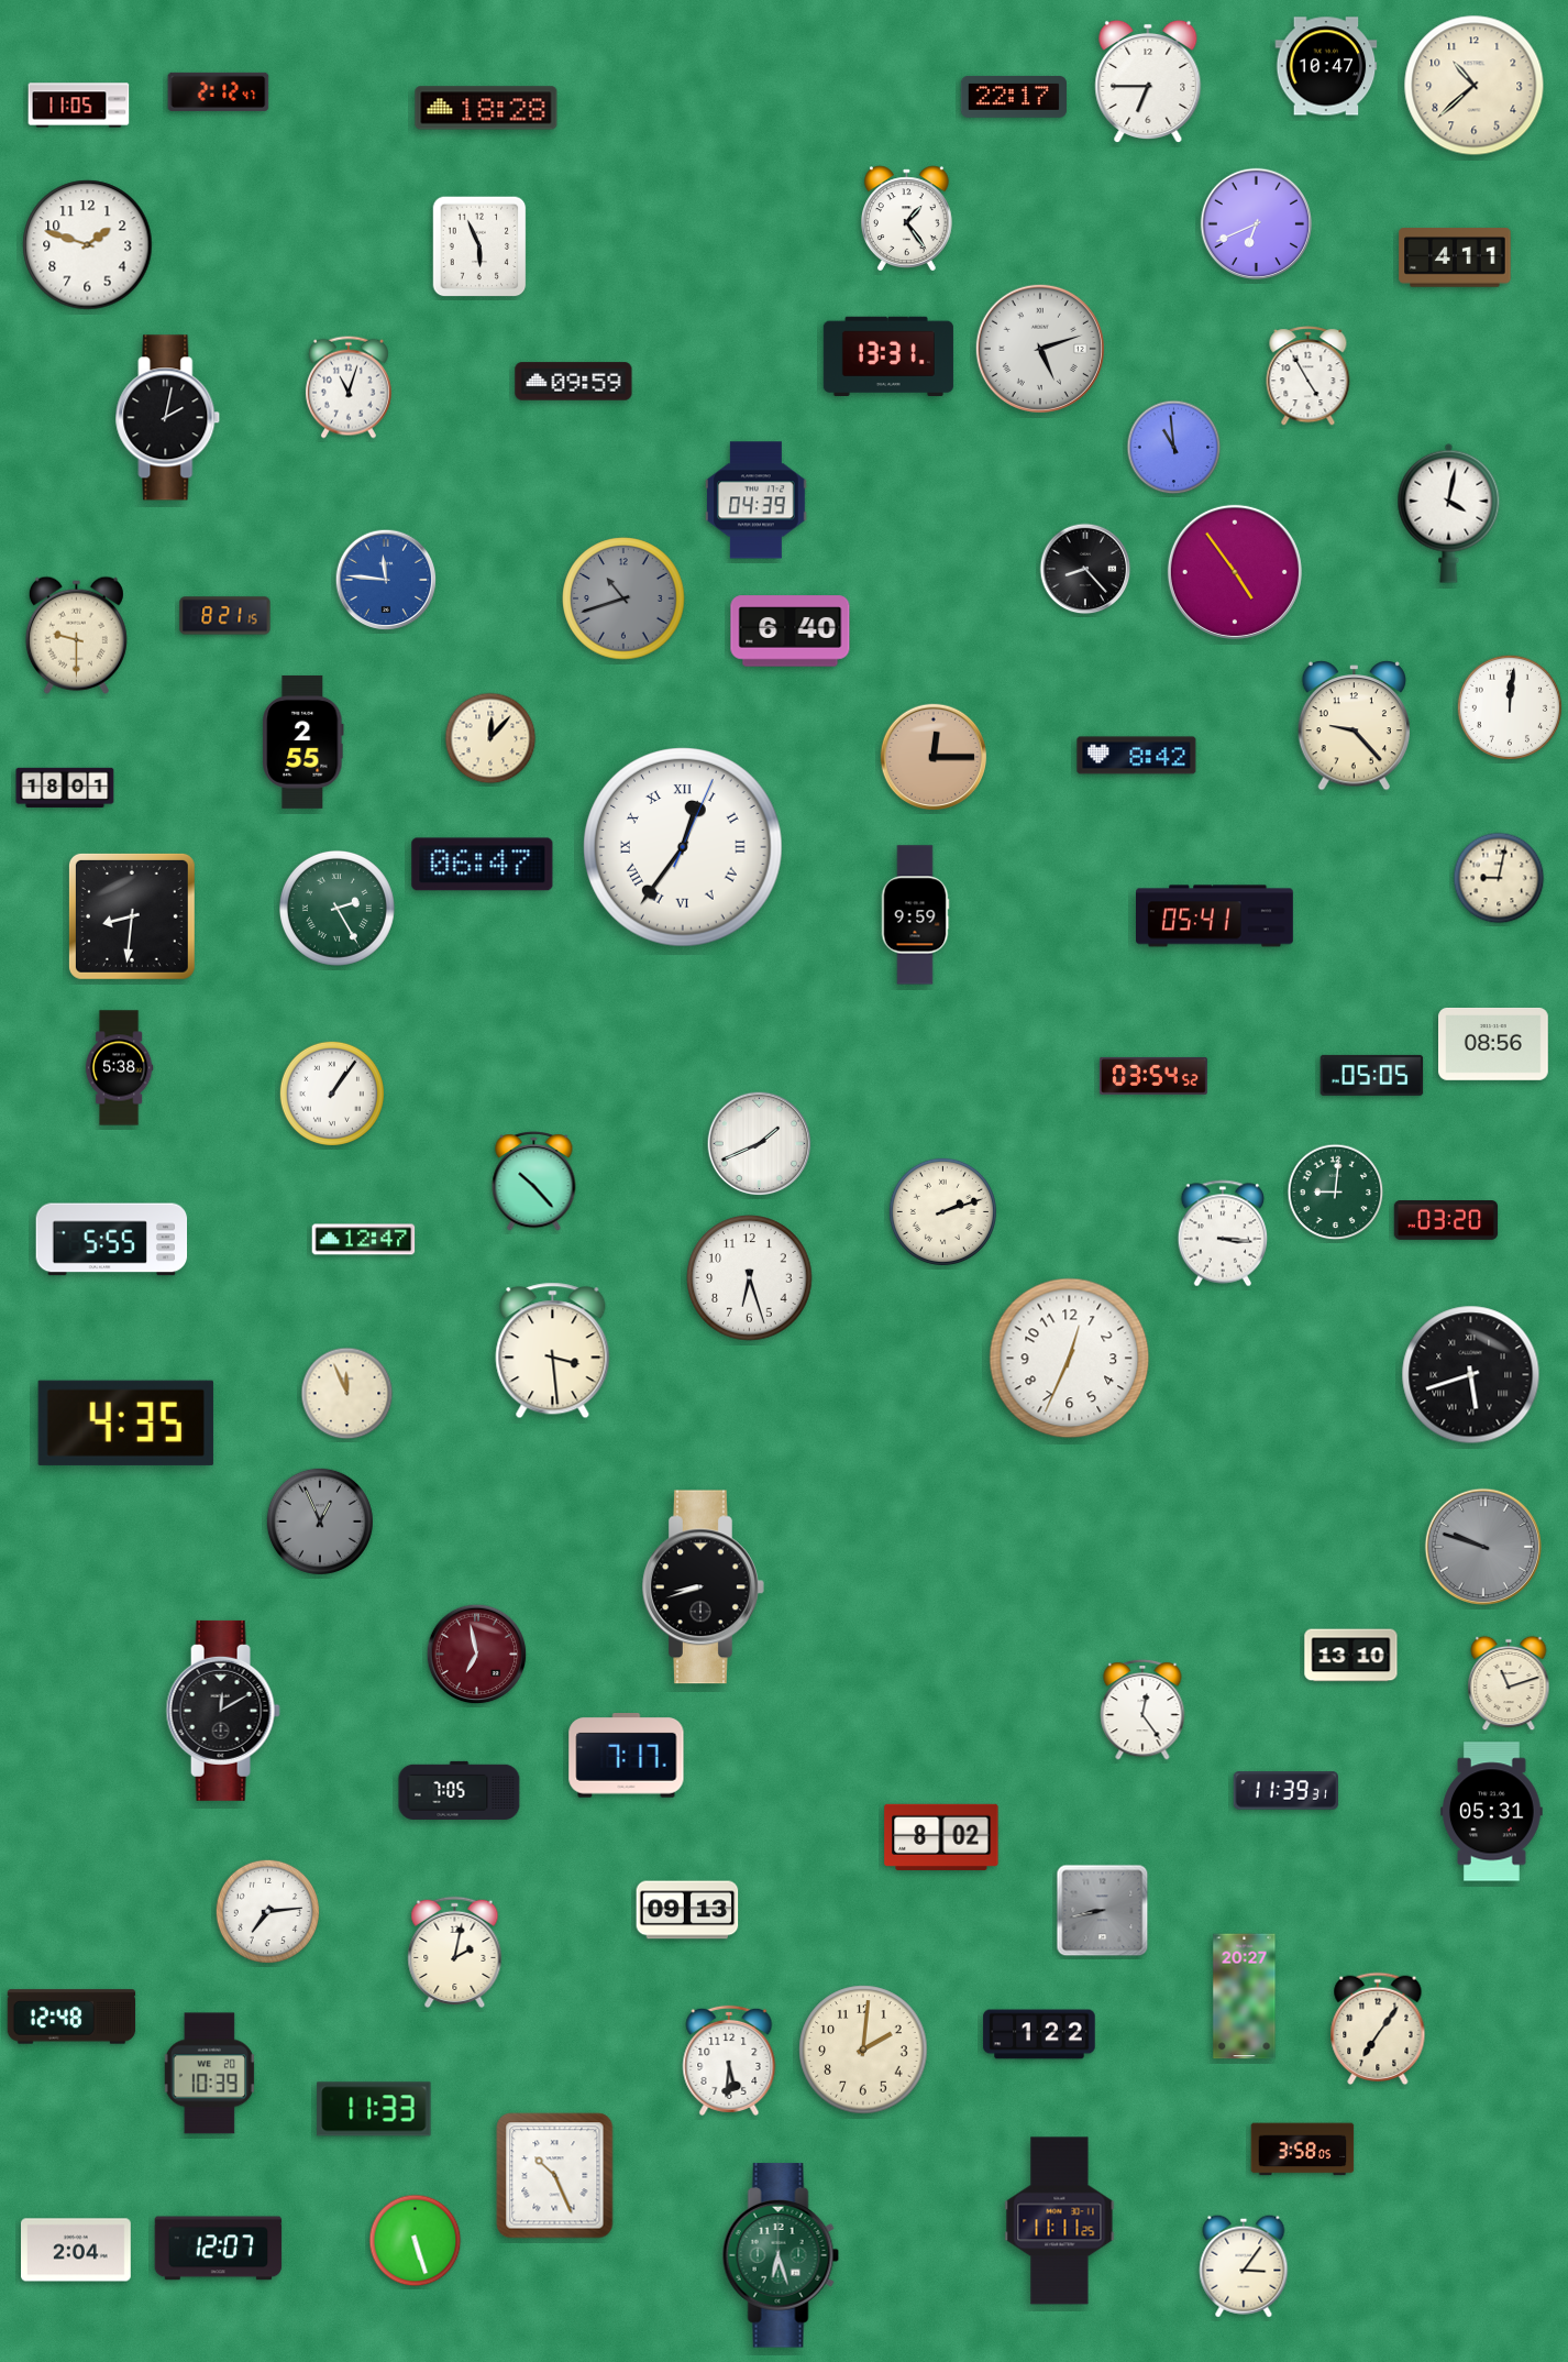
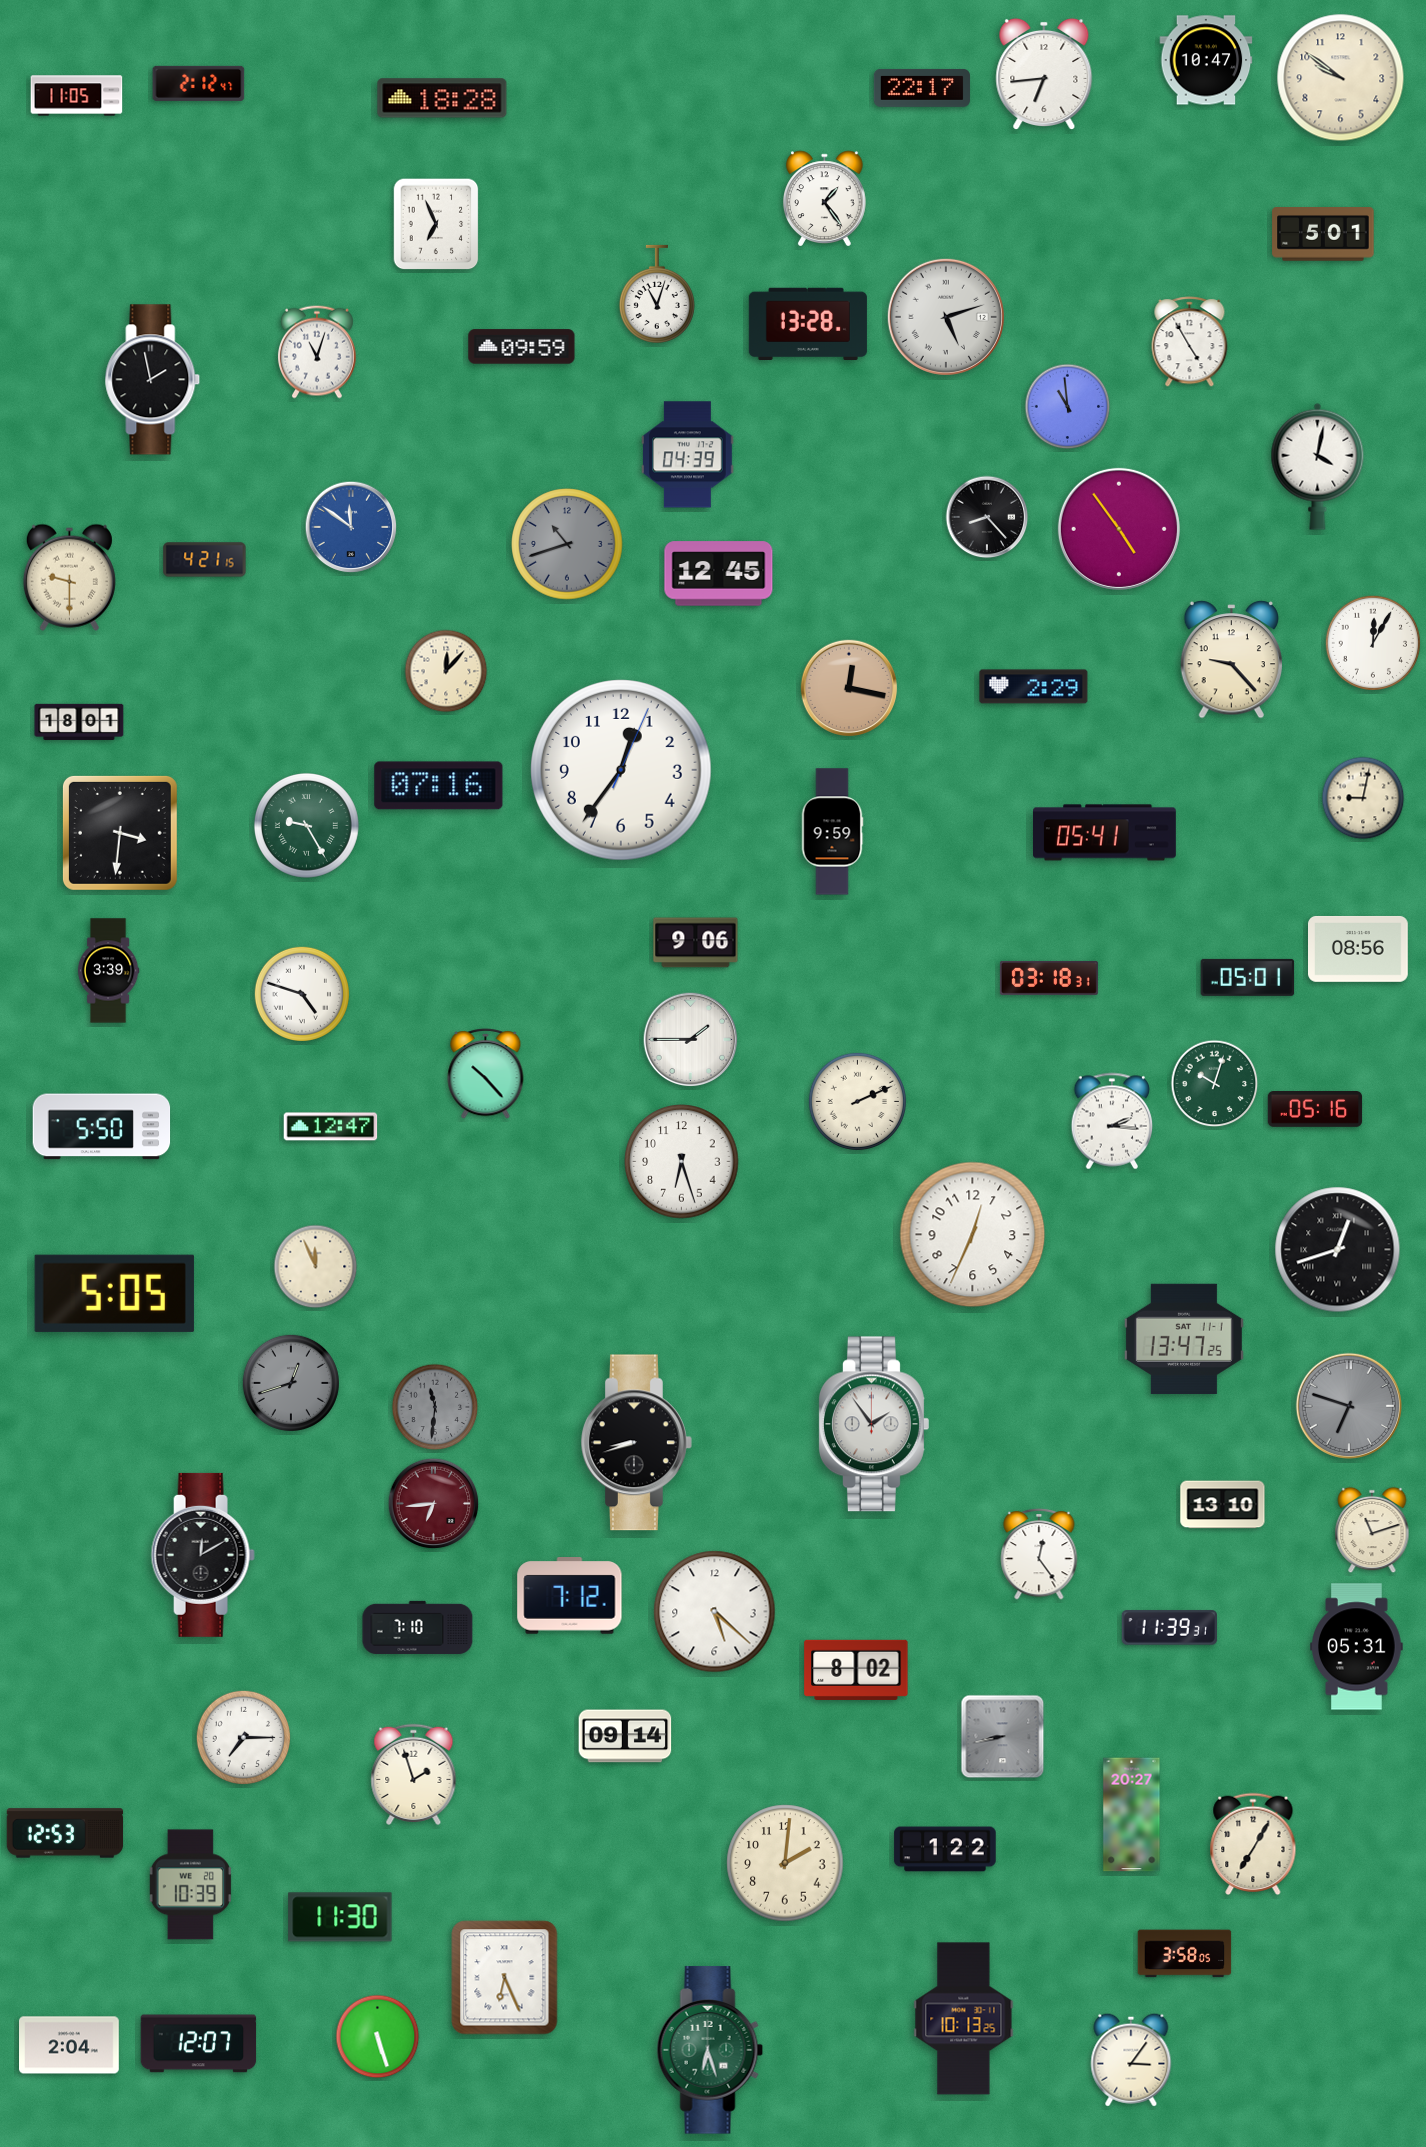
clock at (1148, 80): 6:45 -> 6:44
clock at (1475, 86): 10:38 -> 9:51
clock at (79, 106) position: (79, 106) -> (77, 96)
clock at (1256, 223): 6:41 -> none
clock at (88, 245): 1:48 -> none
clock at (479, 246): 5:56 -> 6:56
clock at (1455, 257): 4:11 -> 5:01
clock at (657, 294): none -> 11:03
clock at (888, 355): 13:31 -> 13:28
clock at (168, 418): 2:02 -> 1:58
clock at (1235, 572) position: (1235, 572) -> (1119, 529)
clock at (386, 580): 11:46 -> 11:51
clock at (225, 616): 8:21 -> 4:21
clock at (791, 631): 6:40 -> 12:45
clock at (1510, 707): 12:01 -> 12:05
clock at (303, 741): 2:55 -> none
clock at (1137, 756): 8:42 -> 2:29
clock at (934, 757): 12:15 -> 12:17
clock at (65, 788) position: (65, 788) -> (79, 722)
clock at (684, 848) numerals: Roman -> Arabic
clock at (483, 865): 06:47 -> 07:16
clock at (336, 908): 2:25 -> 9:25
clock at (132, 916): 8:31 -> 3:31
clock at (696, 943): none -> 9:06
clock at (119, 1068): 5:38 -> 3:39
clock at (1372, 1075): 05:05 -> 05:01
clock at (1153, 1076): 03:54 -> 03:18
clock at (332, 1094): 1:06 -> 4:48
clock at (760, 1144): 1:41 -> 1:45
clock at (1336, 1193): 9:01 -> 10:03
clock at (942, 1211): 2:12 -> 2:11
clock at (1446, 1221): 03:20 -> 05:16
clock at (1223, 1233): 3:16 -> 2:16
clock at (112, 1240): 5:55 -> 5:50
clock at (553, 1351): 3:29 -> none
clock at (1471, 1375): 5:42 -> 12:42
clock at (125, 1422): 4:35 -> 5:05
clock at (1184, 1338): none -> 13:47
clock at (320, 1521): 12:56 -> 12:42
clock at (1483, 1547): 9:48 -> 6:48
clock at (435, 1407): none -> 11:31
clock at (873, 1424): none -> 1:54
clock at (704, 1588) position: (704, 1588) -> (637, 1443)
clock at (477, 1655): 6:58 -> 6:44
clock at (1351, 1656) position: (1351, 1656) -> (1223, 1505)
clock at (627, 1756): 7:17 -> 7:12
clock at (715, 1612): none -> 5:22
clock at (460, 1790): 7:05 -> 7:10
clock at (687, 1910): 09:13 -> 09:14
clock at (267, 1911): 7:14 -> 7:15
clock at (455, 1952): 2:02 -> 1:57
clock at (71, 2017): 12:48 -> 12:53
clock at (1378, 2029): 7:06 -> 7:05
clock at (729, 2061): 5:31 -> none
clock at (374, 2109): 11:33 -> 11:30
clock at (555, 2176): 10:26 -> 6:26
clock at (1060, 2221): 11:11 -> 10:13
